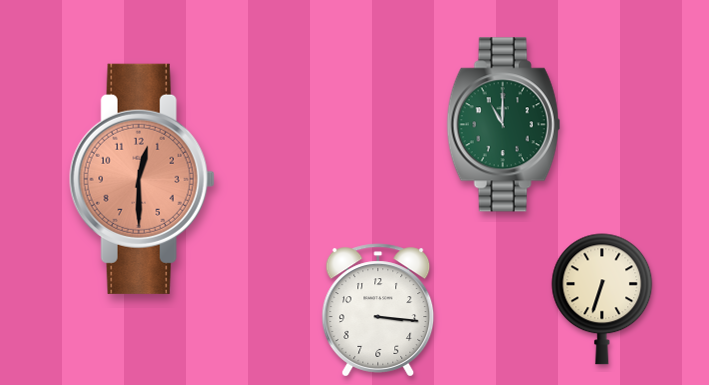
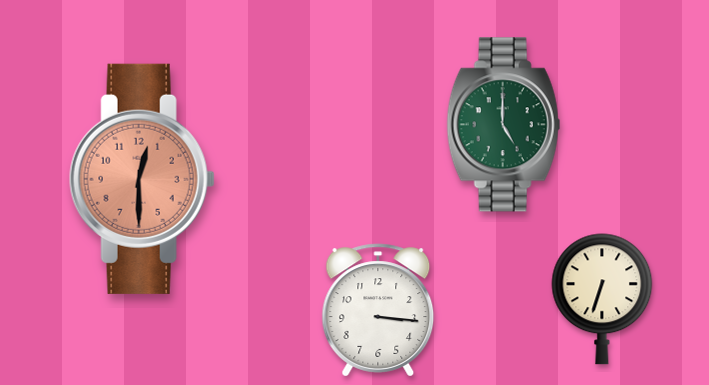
clock at (504, 125): 11:00 -> 5:00
